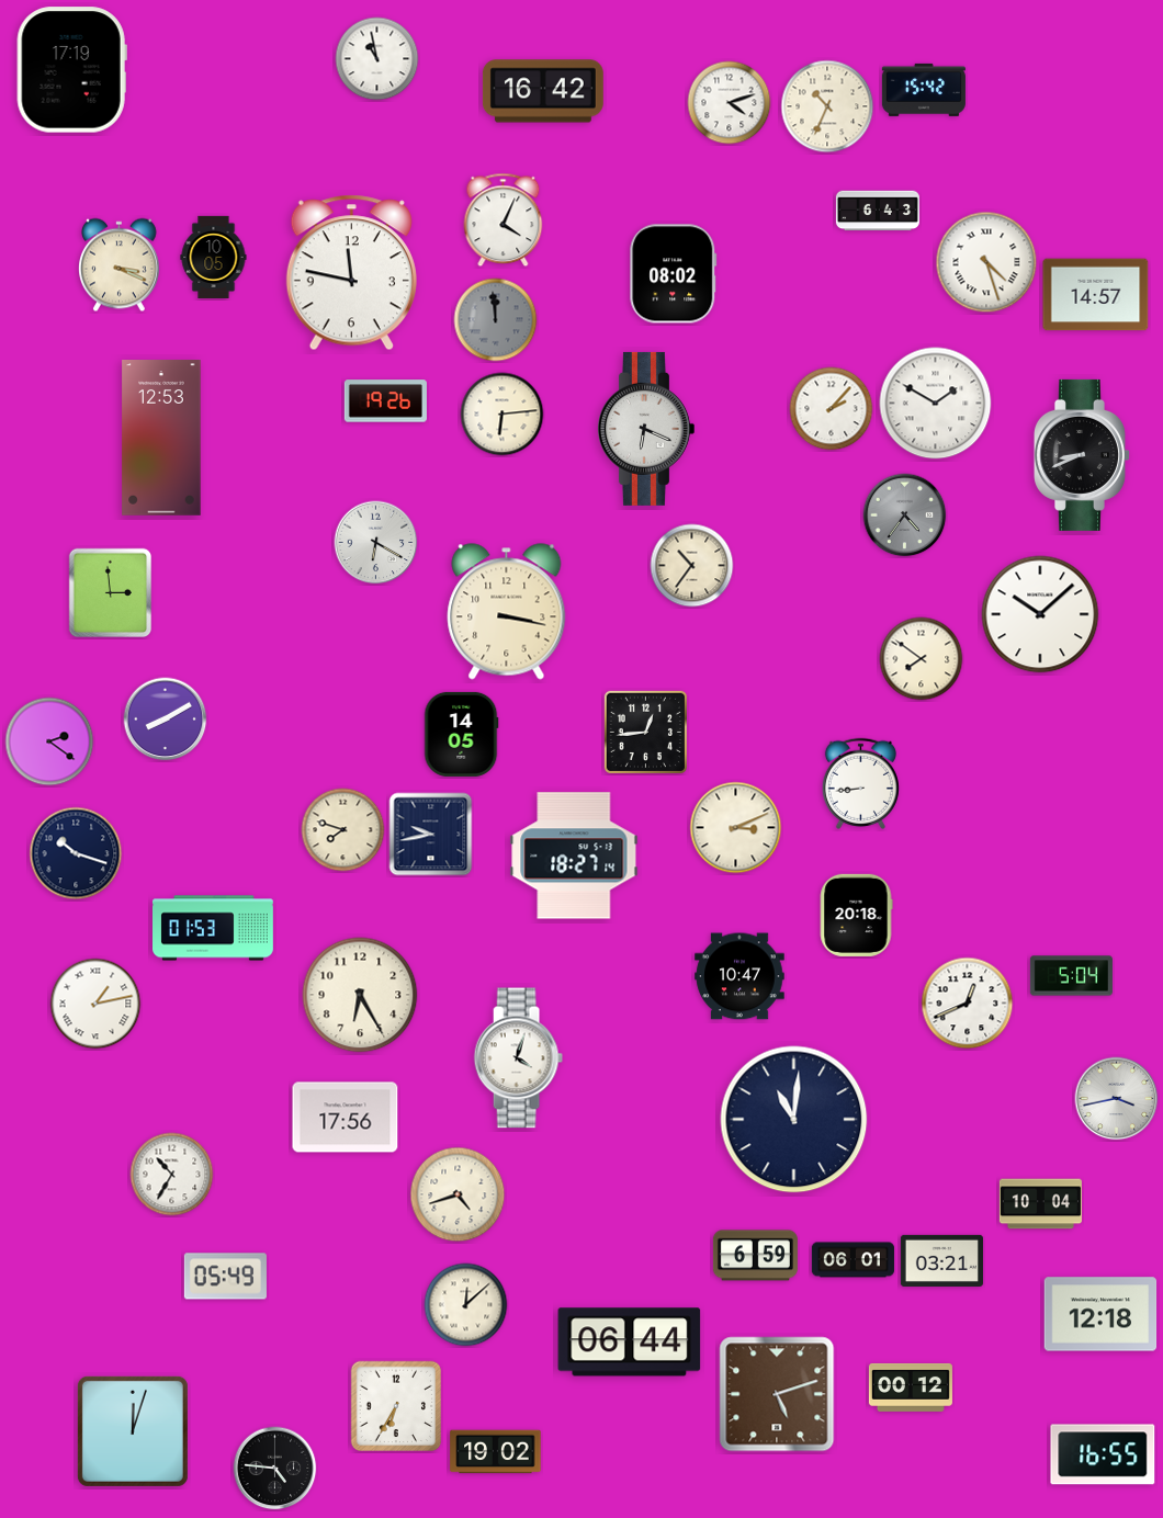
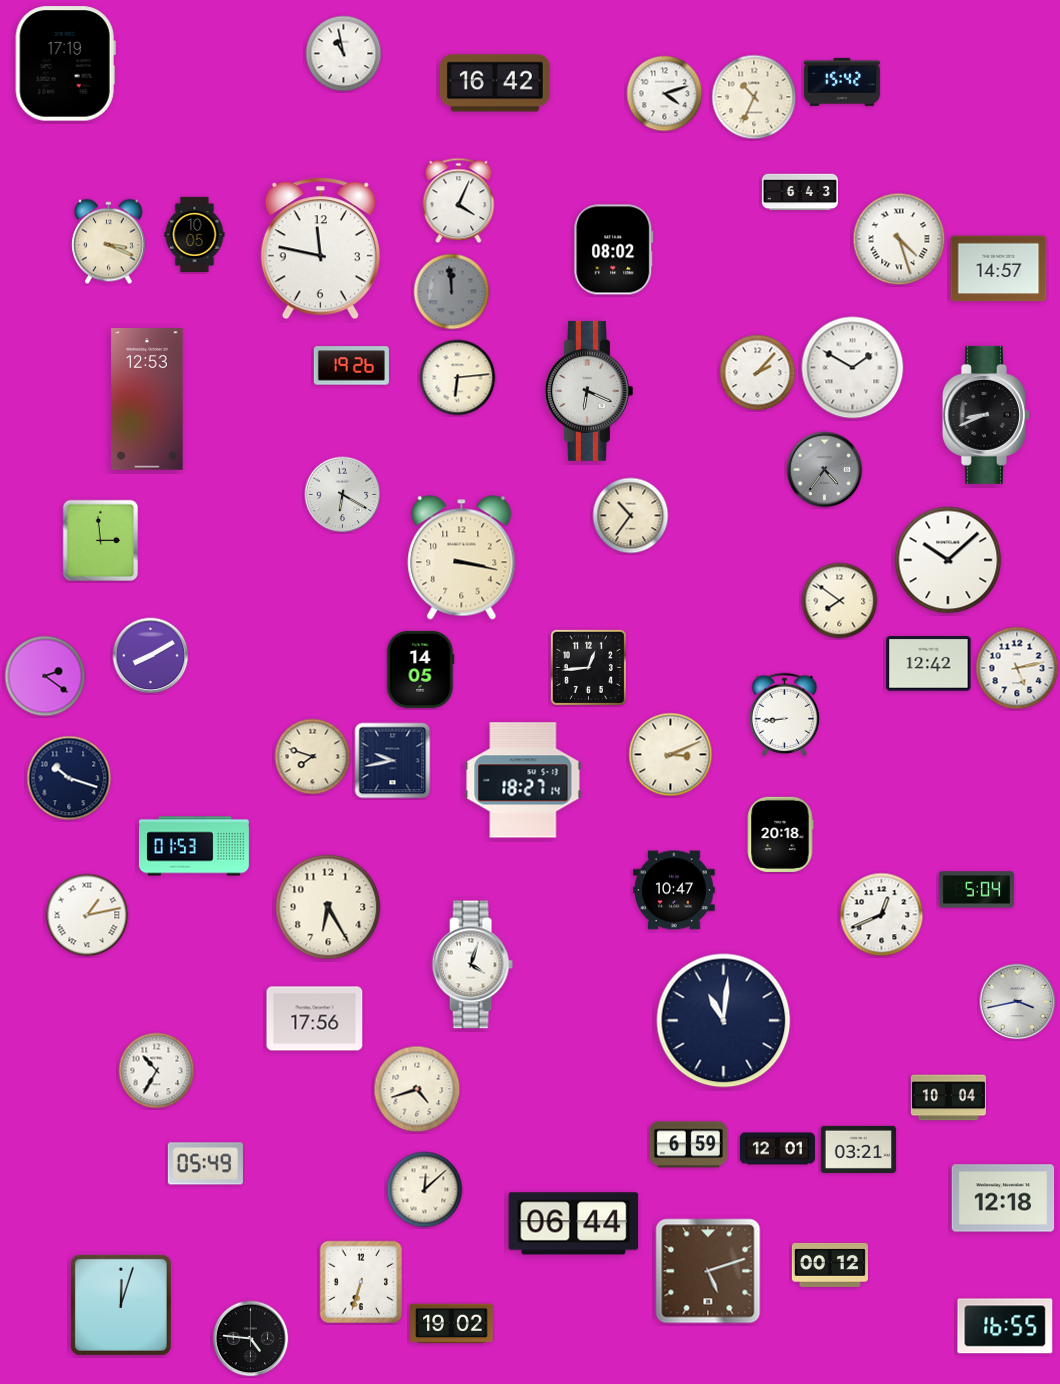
clock at (929, 664): none -> 12:42
clock at (1017, 668): none -> 5:13
clock at (853, 1260): 06:01 -> 12:01
clock at (396, 1406): 6:35 -> 6:33
